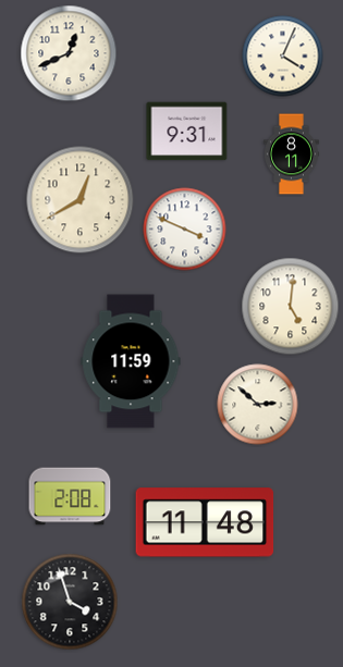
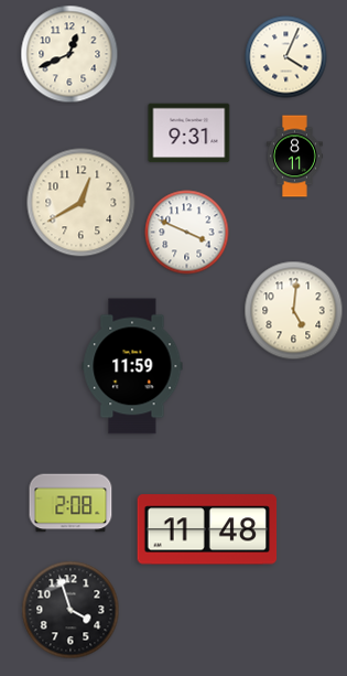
clock at (258, 405): 2:52 -> none
